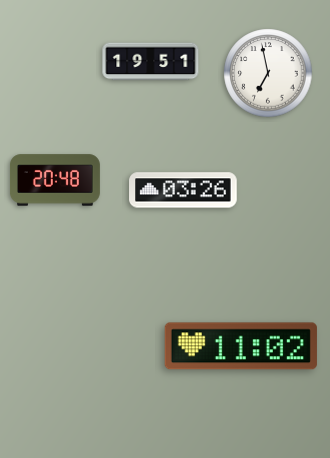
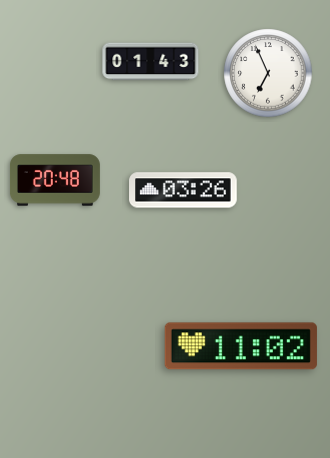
clock at (151, 62): 19:51 -> 01:43
clock at (268, 73): 6:58 -> 6:56
